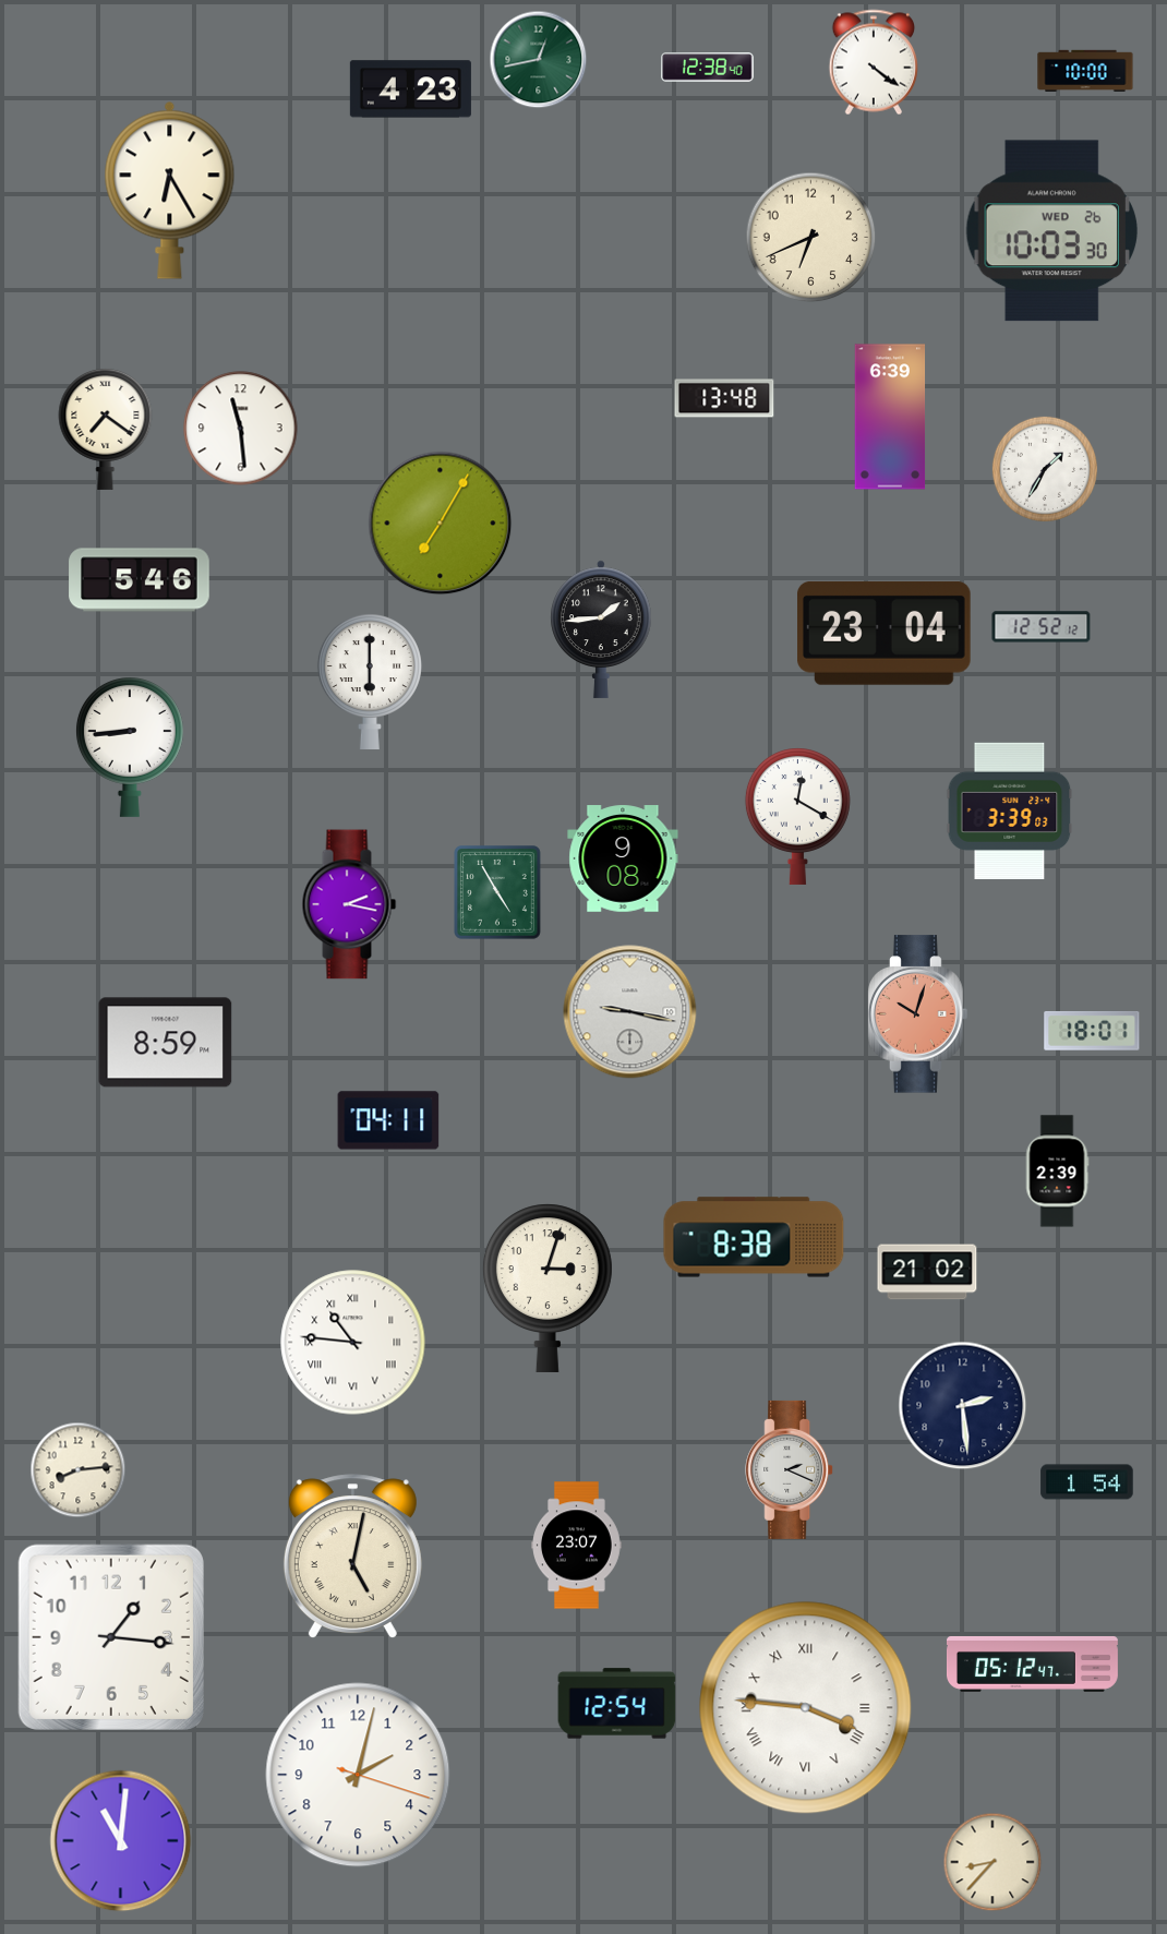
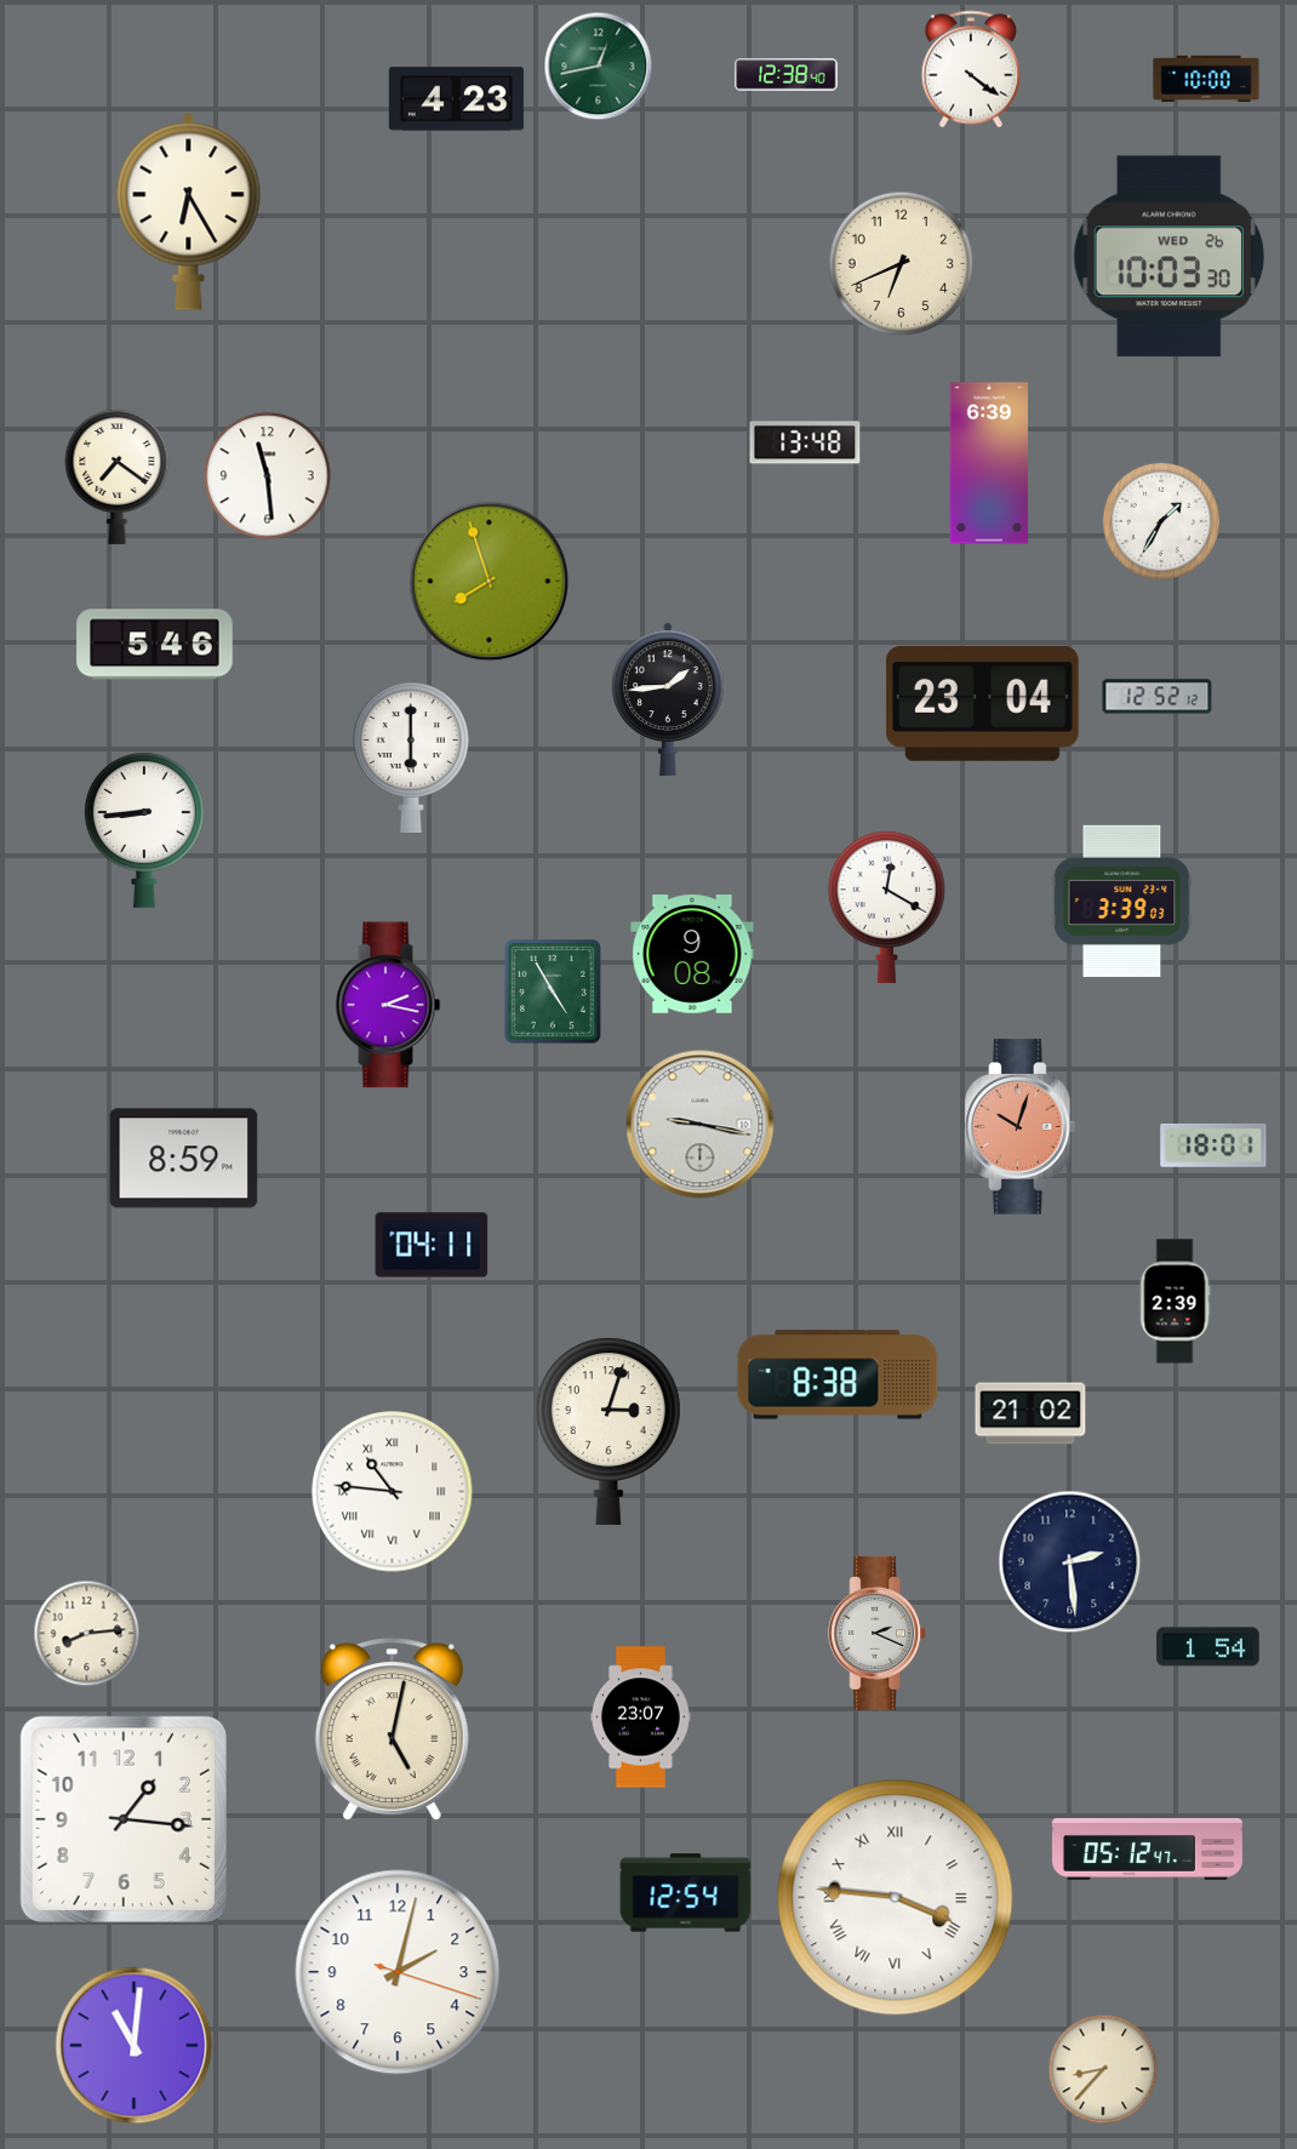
clock at (441, 524): 7:05 -> 7:57
